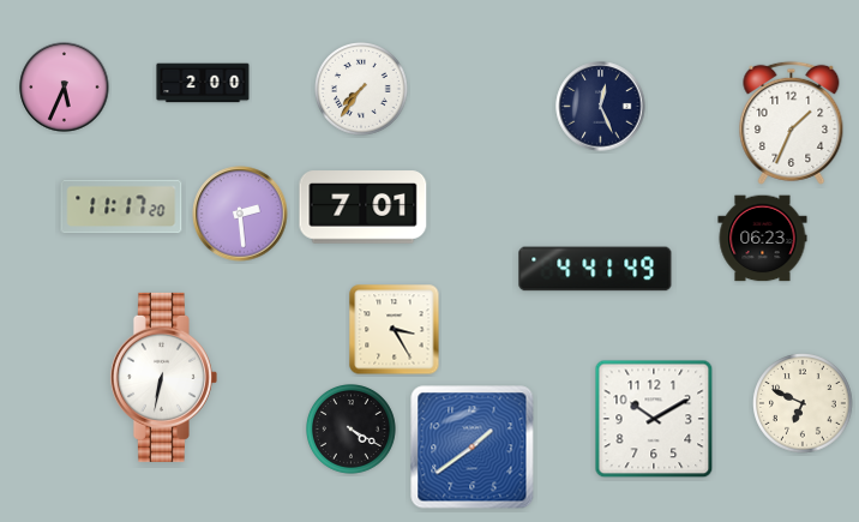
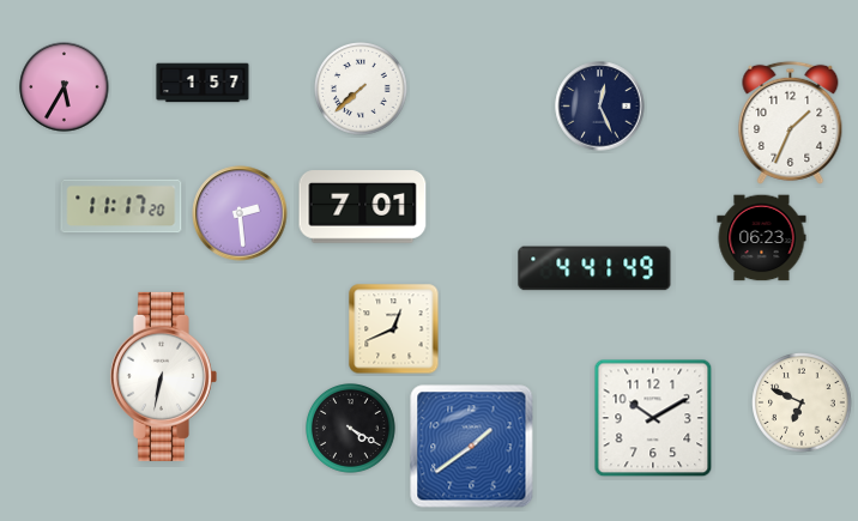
clock at (203, 83): 2:00 -> 1:57
clock at (65, 88): 5:34 -> 5:35
clock at (362, 90): 7:36 -> 7:38
clock at (395, 330): 3:25 -> 12:41
